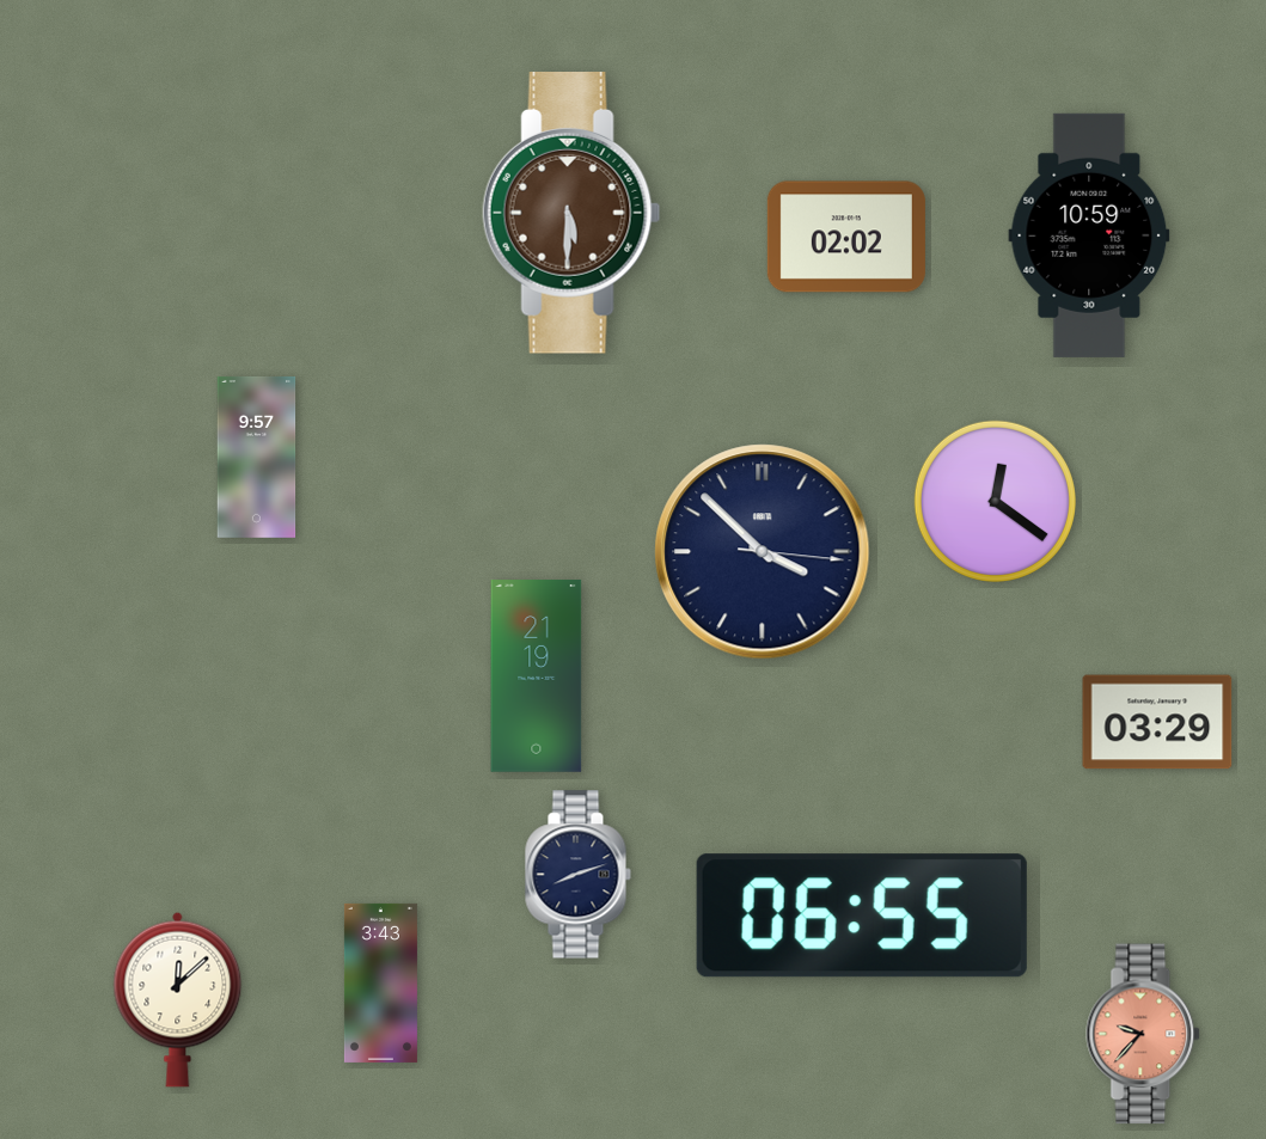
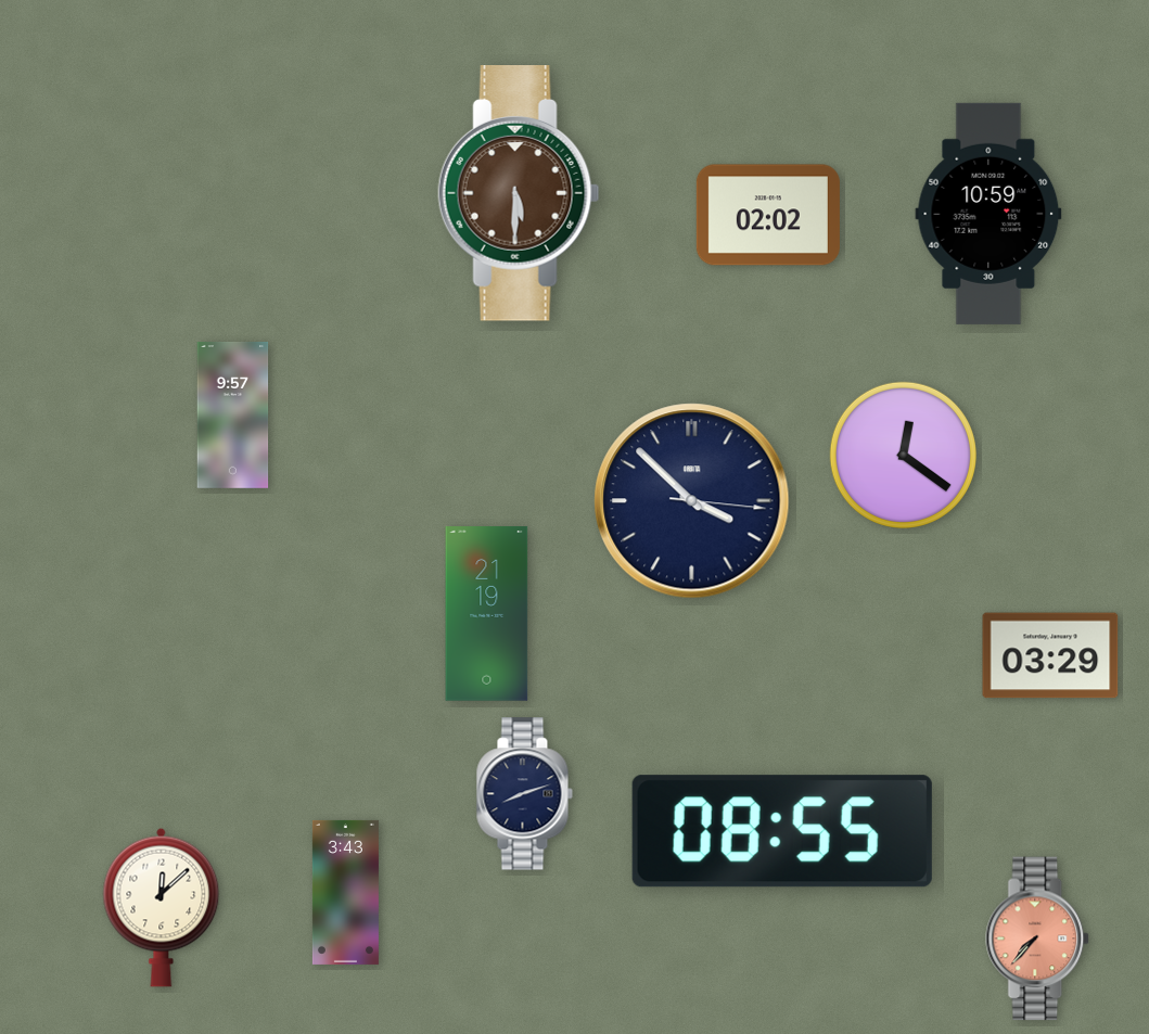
clock at (862, 916): 06:55 -> 08:55
clock at (1144, 1034): 9:37 -> 7:37
